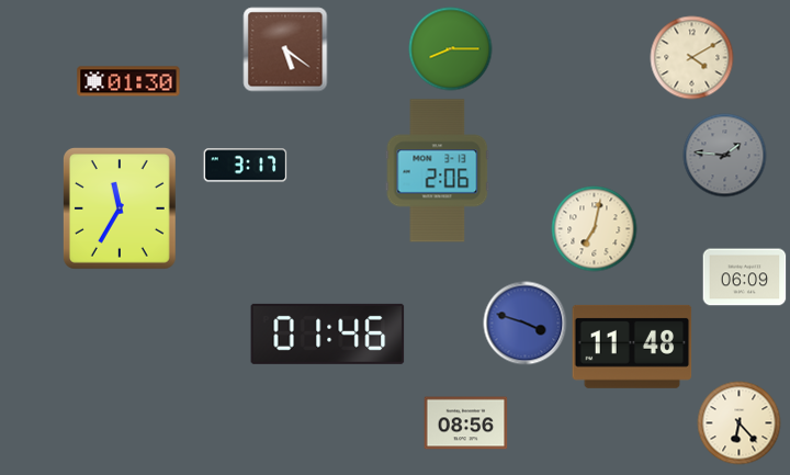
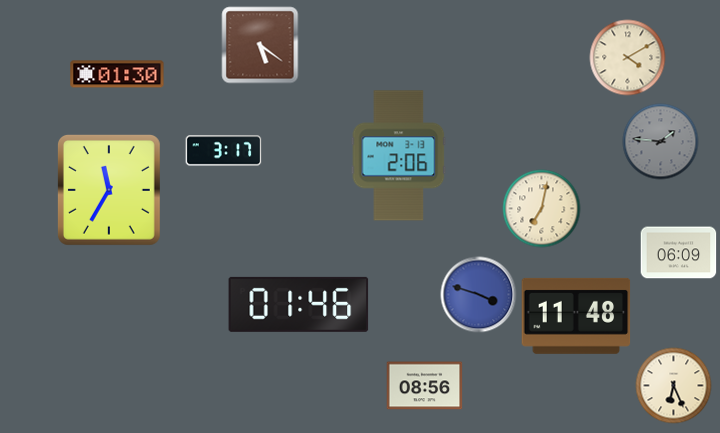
clock at (451, 49): 8:15 -> none
clock at (692, 58) position: (692, 58) -> (628, 58)
clock at (740, 423): 6:23 -> 6:26
